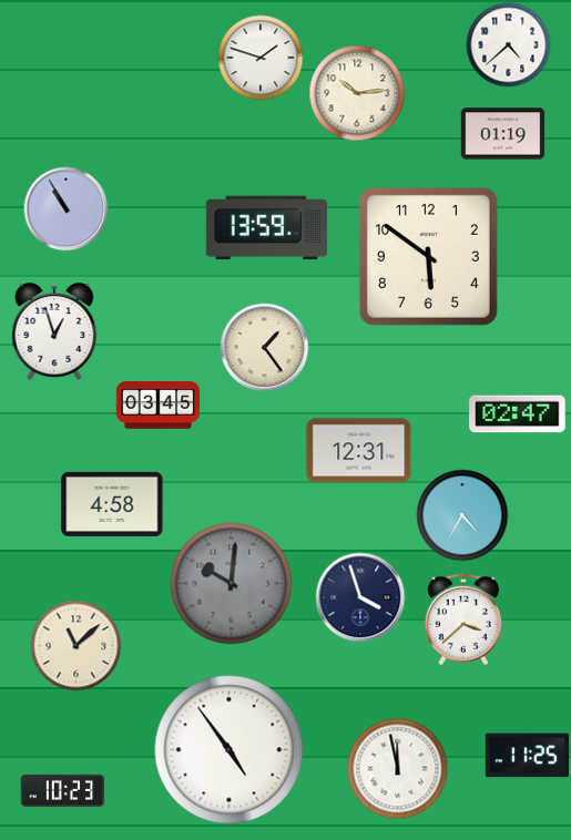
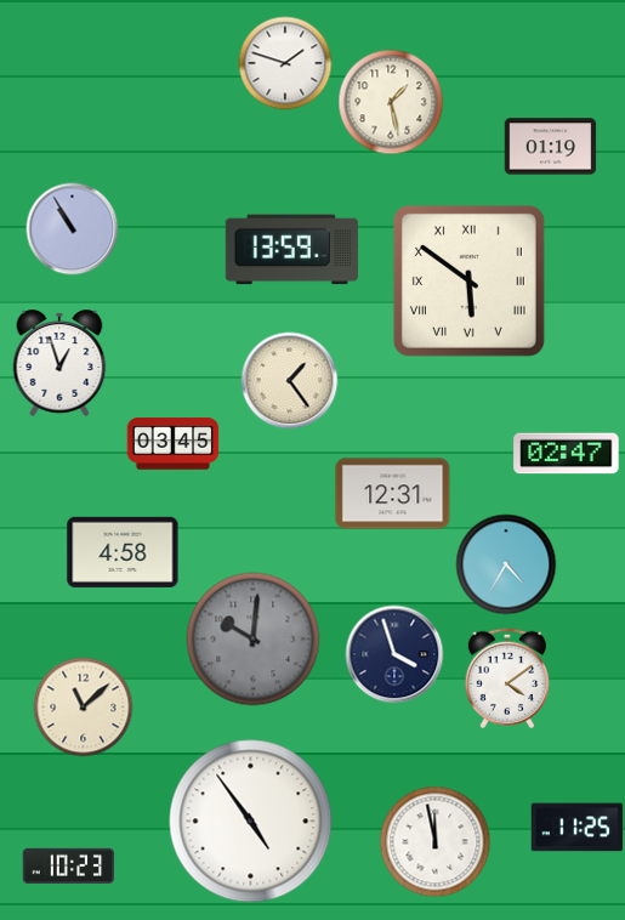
clock at (509, 45): 4:38 -> none
clock at (357, 93): 10:14 -> 1:28
clock at (428, 256) numerals: Arabic -> Roman
clock at (462, 619): 3:38 -> 4:09
